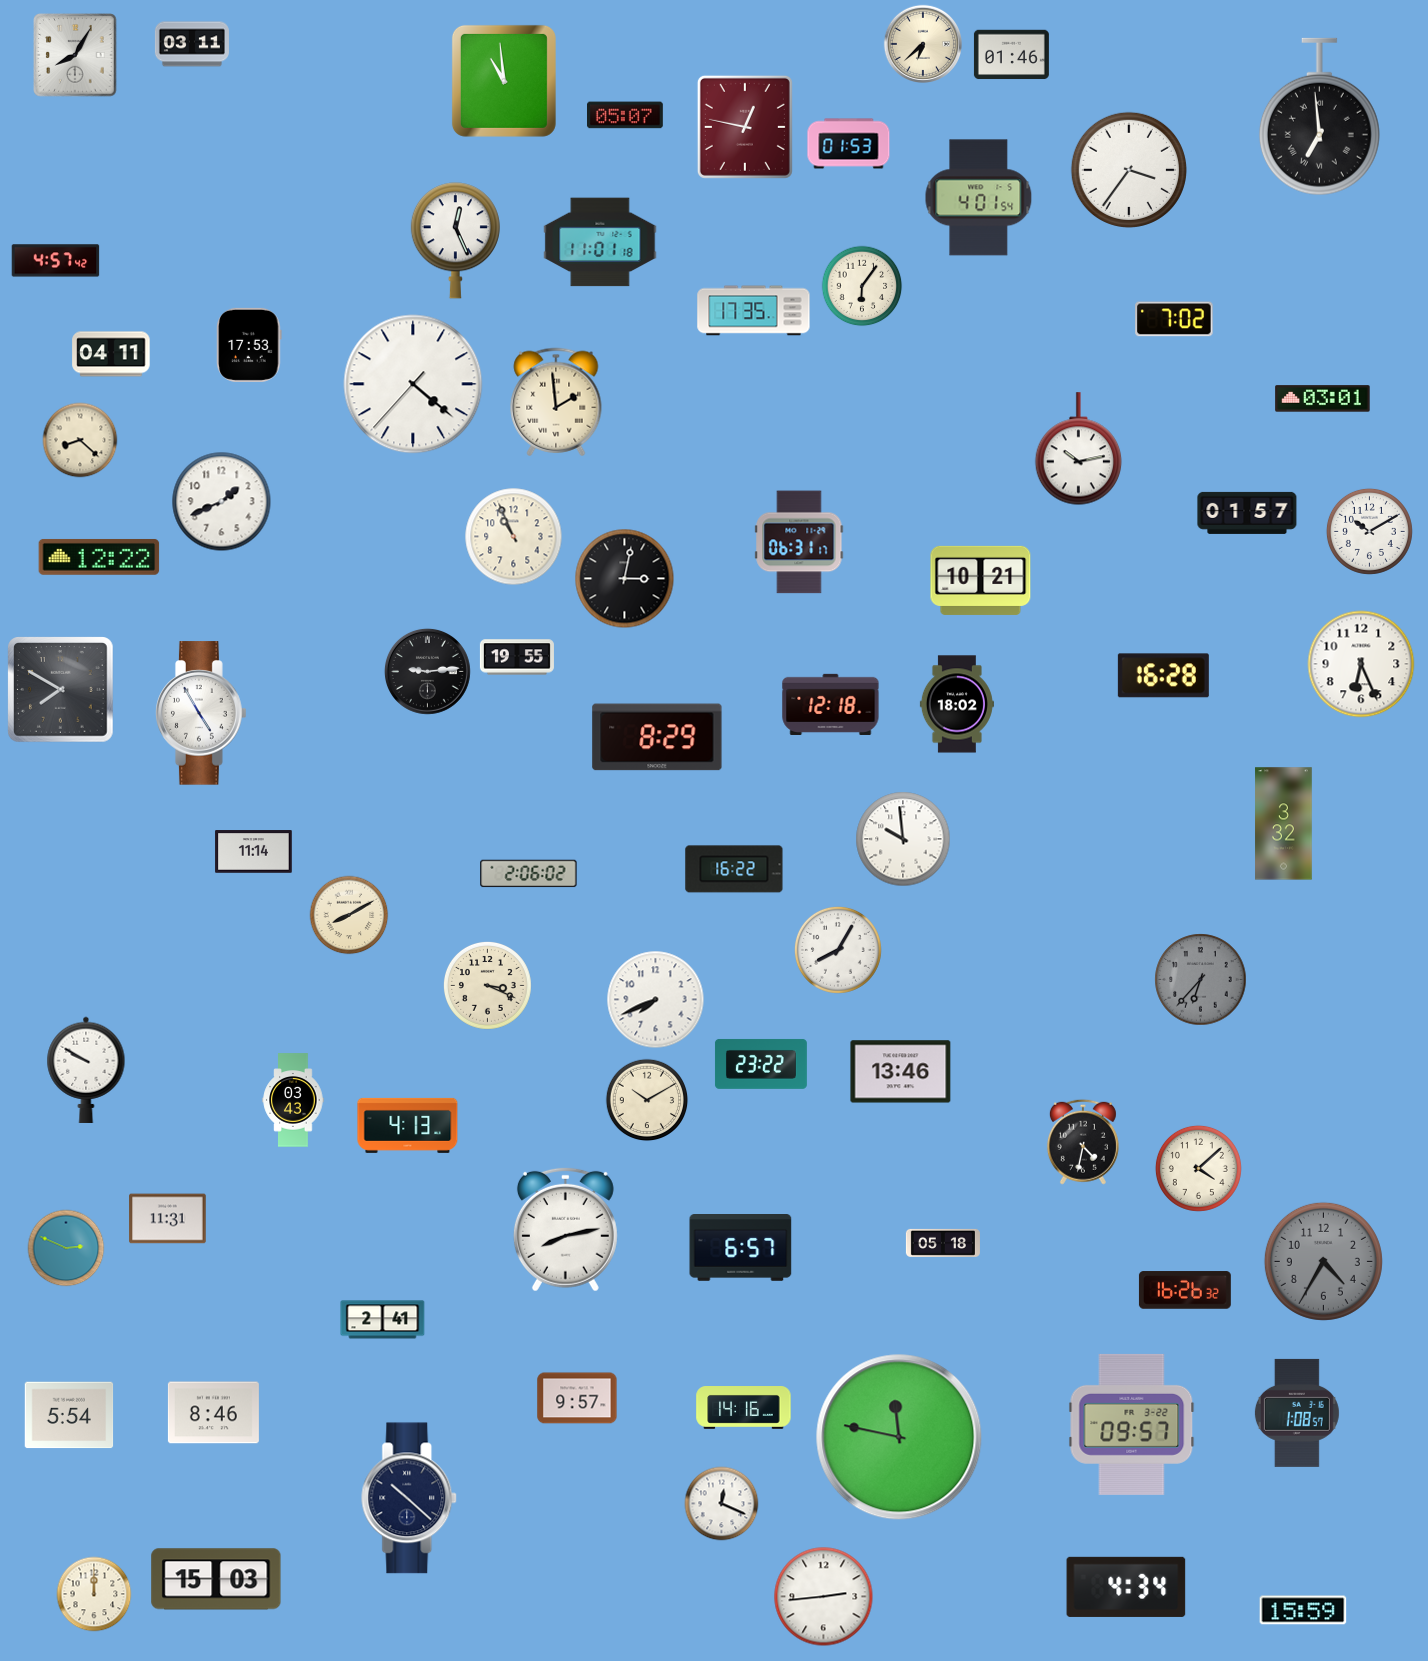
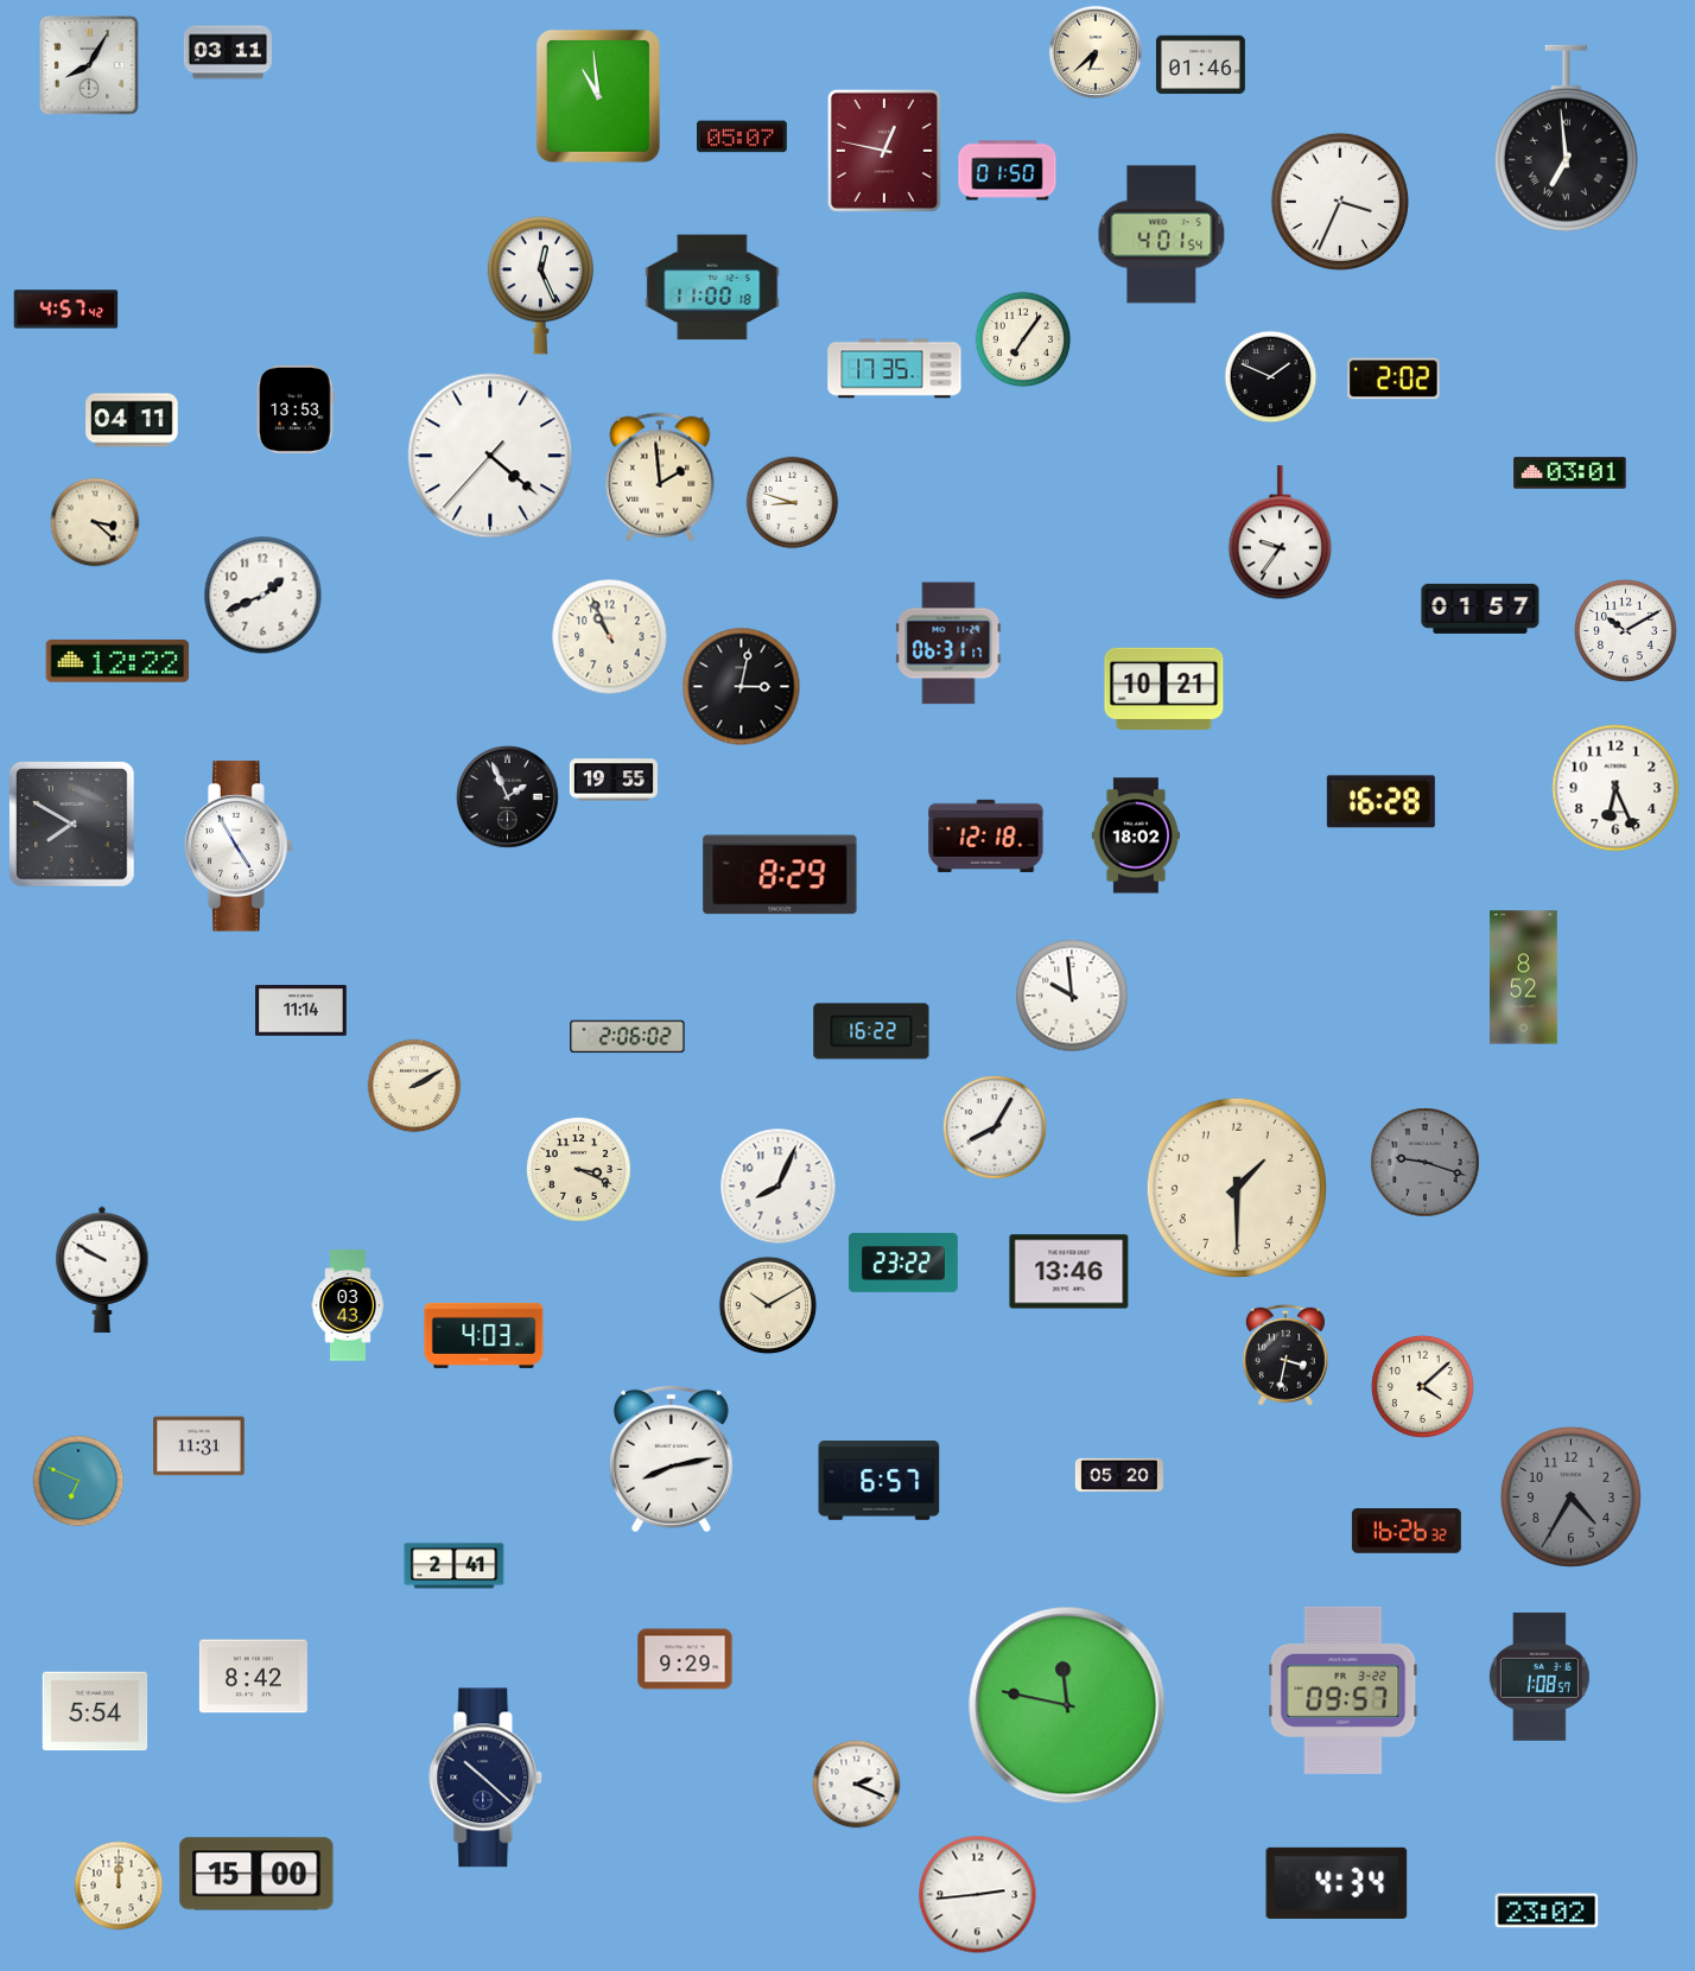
clock at (849, 144): 01:53 -> 01:50
clock at (1128, 169): 3:36 -> 3:34
clock at (600, 242): 11:01 -> 11:00
clock at (862, 286): 6:06 -> 7:06
clock at (1271, 377): none -> 1:49
clock at (1174, 319): 7:02 -> 2:02
clock at (249, 345): 17:53 -> 13:53
clock at (793, 503): none -> 8:48
clock at (80, 440): 8:22 -> 3:22
clock at (1079, 449): 10:13 -> 9:36
clock at (427, 671): 9:14 -> 1:56
clock at (61, 690) position: (61, 690) -> (72, 825)
clock at (1284, 824): 3:32 -> 8:52
clock at (349, 915): 8:10 -> 2:10
clock at (1201, 980): 6:37 -> 9:18
clock at (656, 1000): 7:41 -> 8:04
clock at (1237, 1188): none -> 1:30
clock at (408, 1125): 4:13 -> 4:03
clock at (1083, 1142): 4:32 -> 3:32
clock at (943, 1243): 05:18 -> 05:20
clock at (66, 1248): 2:49 -> 6:49
clock at (577, 1398): 9:57 -> 9:29
clock at (744, 1408): 14:16 -> none
clock at (213, 1413): 8:46 -> 8:42
clock at (69, 1415) position: (69, 1415) -> (95, 1711)
clock at (722, 1504): 12:19 -> 2:19
clock at (216, 1579): 15:03 -> 15:00
clock at (94, 1594) position: (94, 1594) -> (119, 1886)
clock at (1303, 1610): 15:59 -> 23:02
